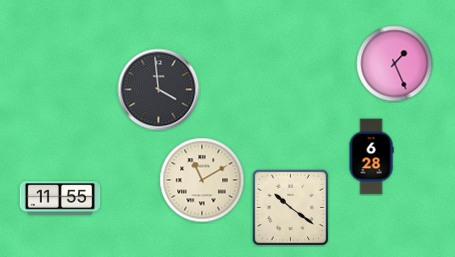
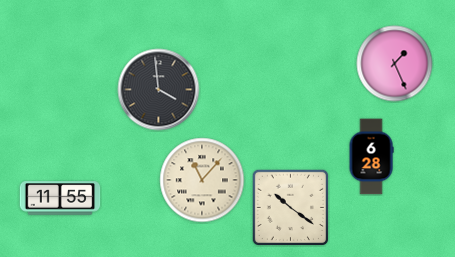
clock at (202, 180): 11:10 -> 11:07
